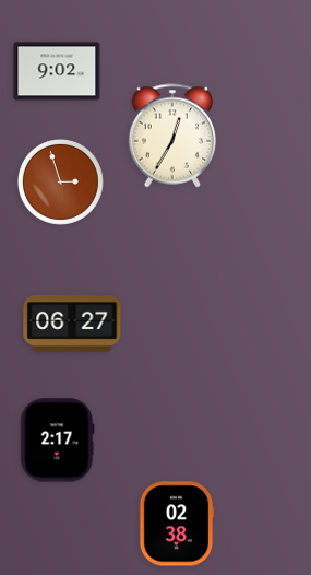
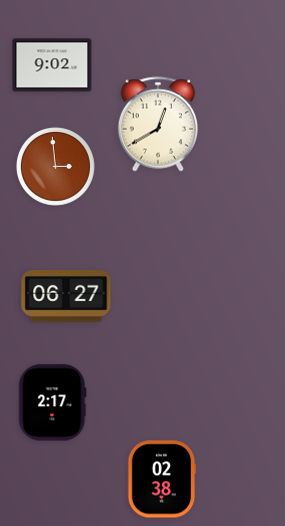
clock at (172, 136): 12:35 -> 12:40
clock at (60, 181): 2:57 -> 2:59
